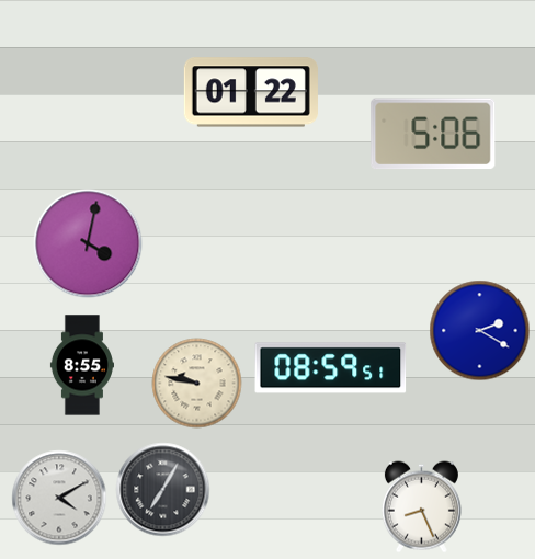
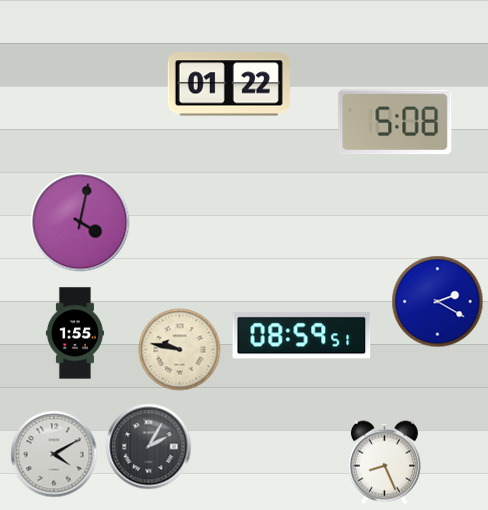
clock at (433, 134): 5:06 -> 5:08
clock at (82, 365): 8:55 -> 1:55
clock at (163, 490): 7:05 -> 2:05
